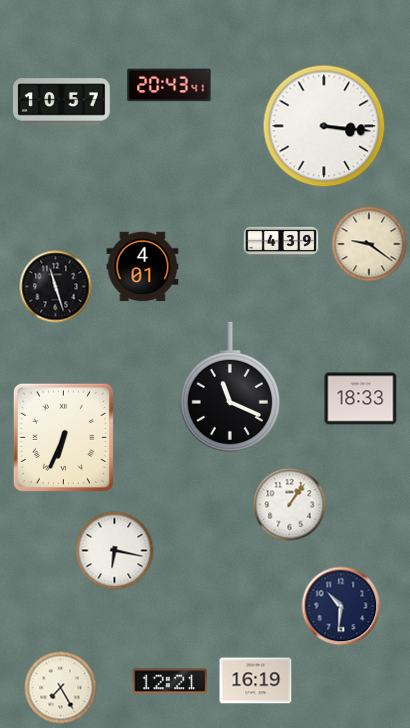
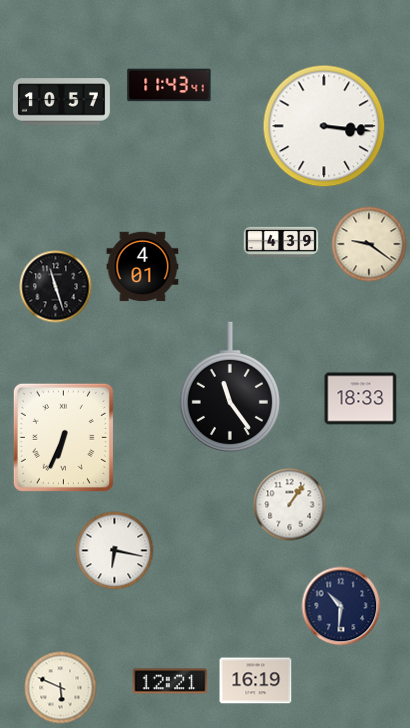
clock at (169, 85): 20:43 -> 11:43
clock at (230, 387): 11:19 -> 11:24
clock at (61, 688): 7:25 -> 5:49
